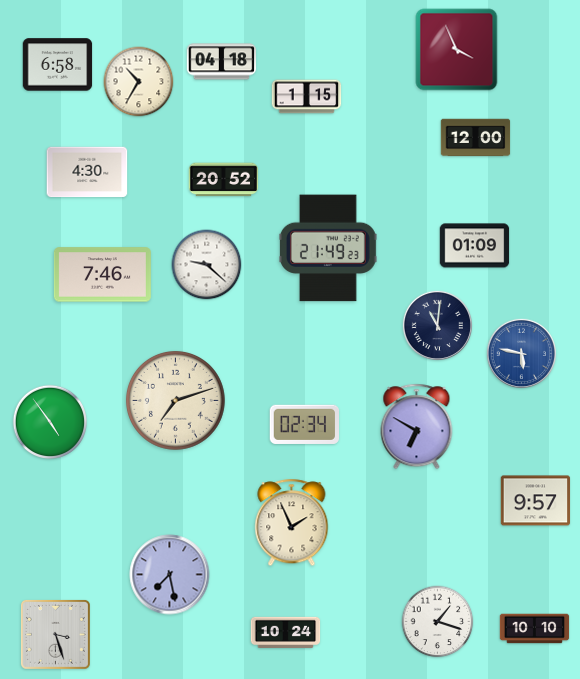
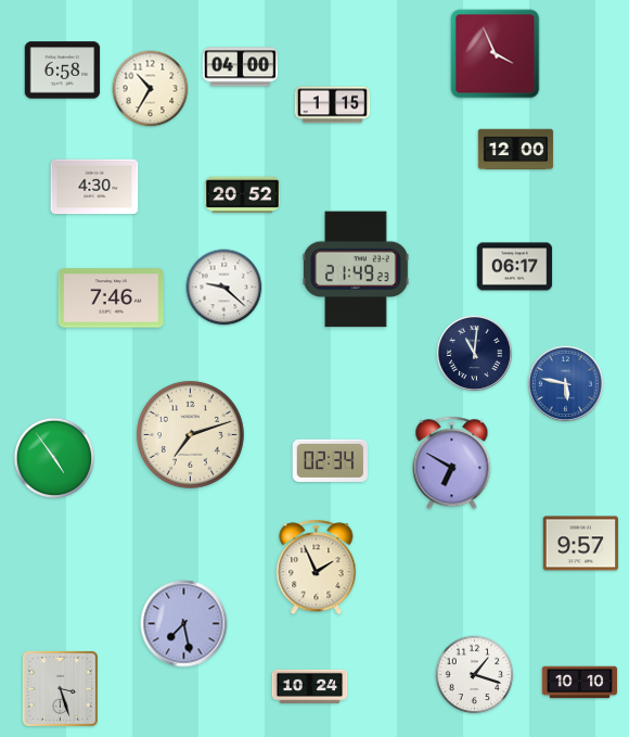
clock at (222, 62): 04:18 -> 04:00
clock at (475, 246): 01:09 -> 06:17
